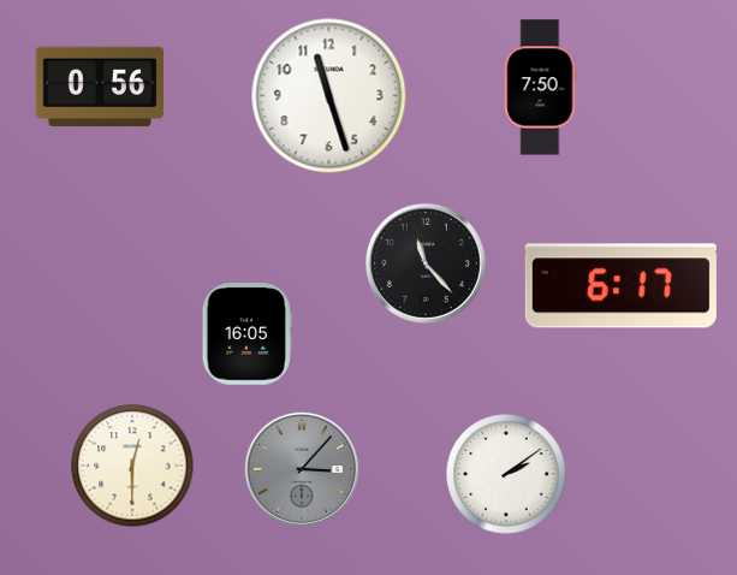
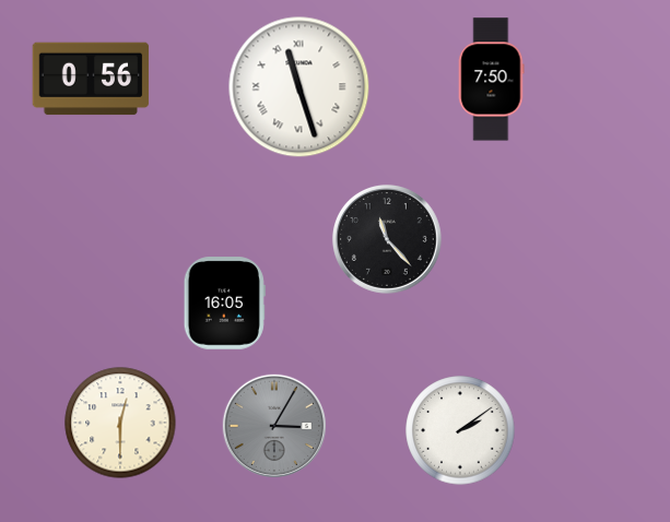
clock at (329, 96) numerals: Arabic -> Roman
clock at (620, 286): 6:17 -> none
clock at (301, 468): 3:07 -> 3:05
